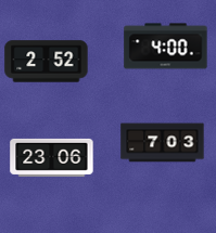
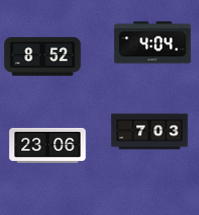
clock at (166, 47): 4:00 -> 4:04
clock at (47, 62): 2:52 -> 8:52
